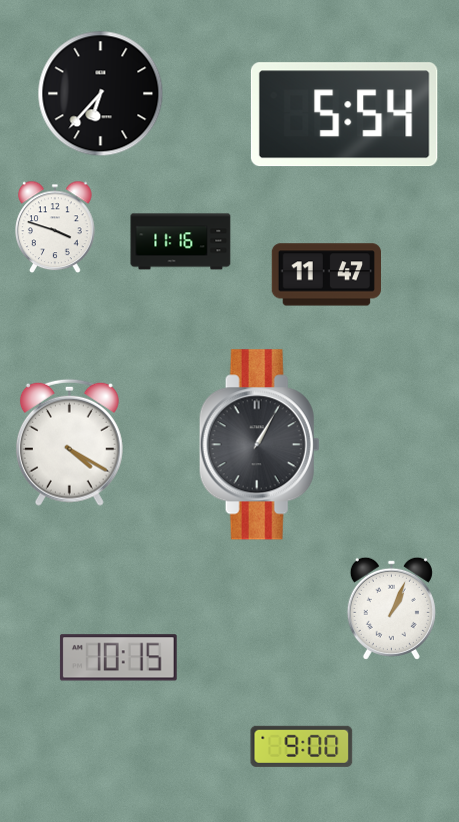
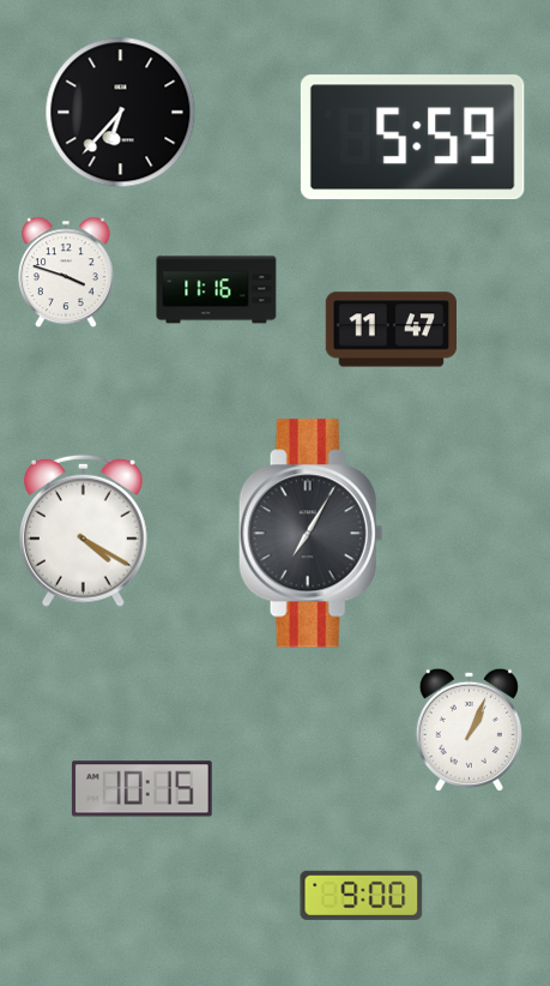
clock at (344, 115): 5:54 -> 5:59
clock at (259, 445): 1:05 -> 7:05
